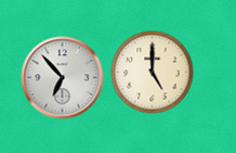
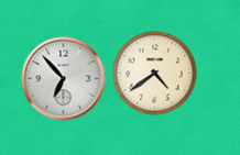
clock at (153, 73): 5:00 -> 4:39
